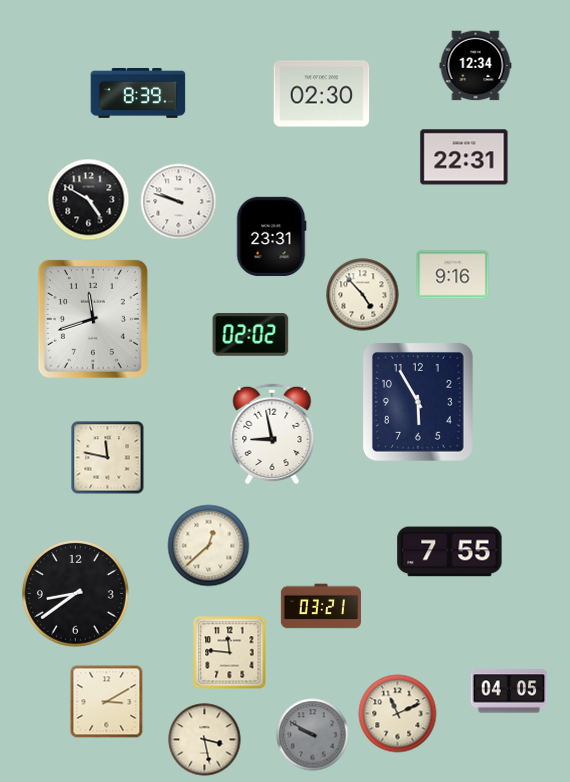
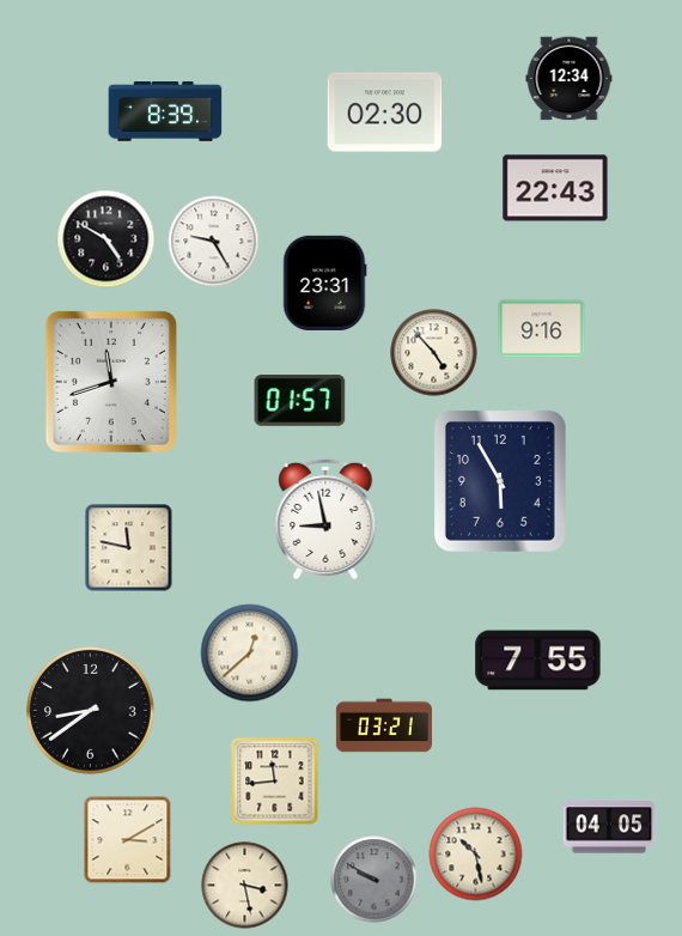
clock at (464, 157): 22:31 -> 22:43
clock at (179, 202): 9:48 -> 9:25
clock at (251, 335): 02:02 -> 01:57
clock at (230, 653): 11:46 -> 11:44
clock at (398, 714): 11:11 -> 10:28
